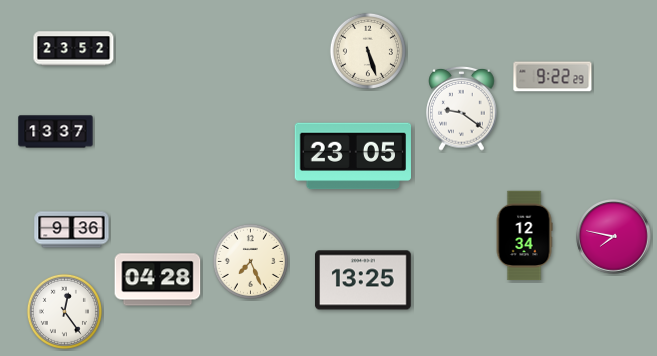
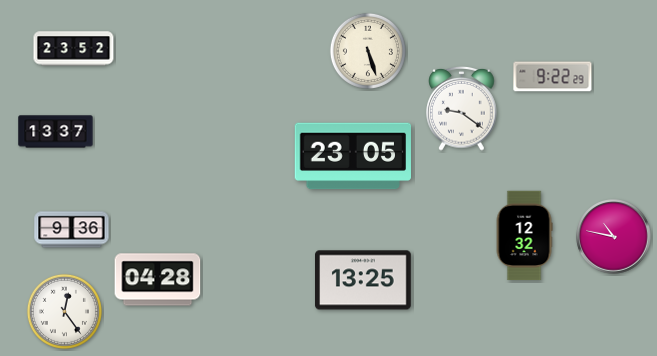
clock at (524, 236): 12:34 -> 12:32
clock at (614, 237): 7:47 -> 10:47
clock at (250, 261): 7:26 -> none
